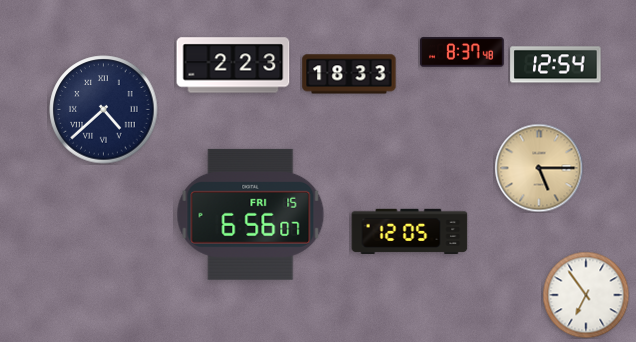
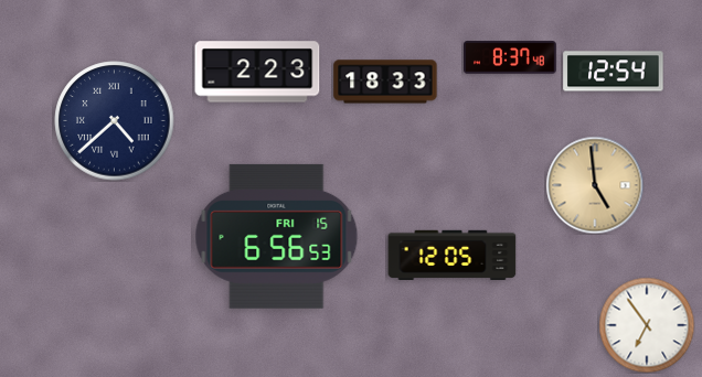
clock at (539, 168): 5:15 -> 4:59
clock at (251, 214): 6:56:07 -> 6:56:53
